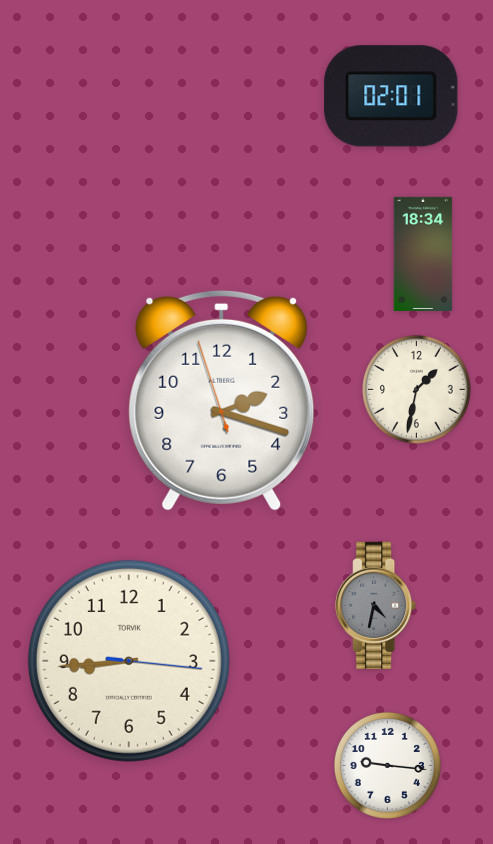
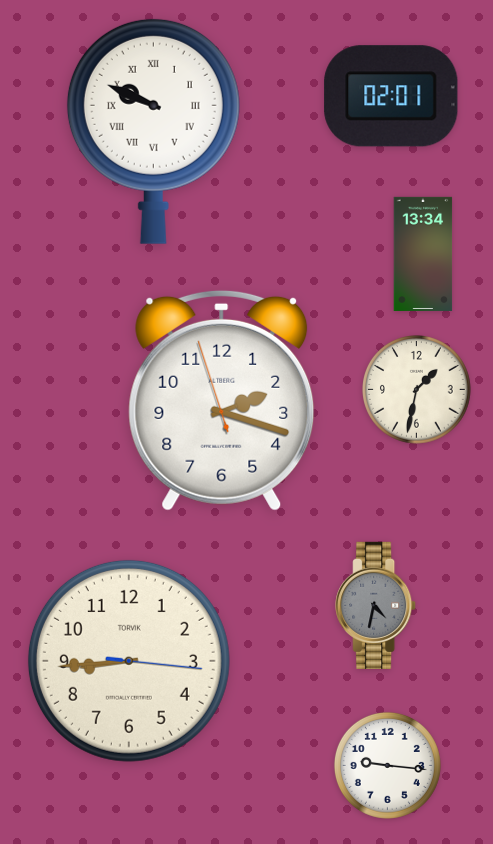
clock at (153, 131): none -> 9:49
clock at (423, 254): 18:34 -> 13:34
